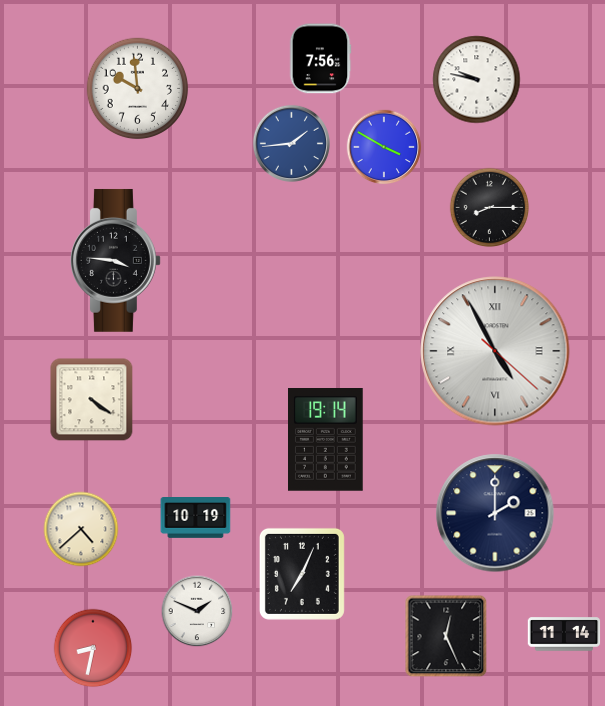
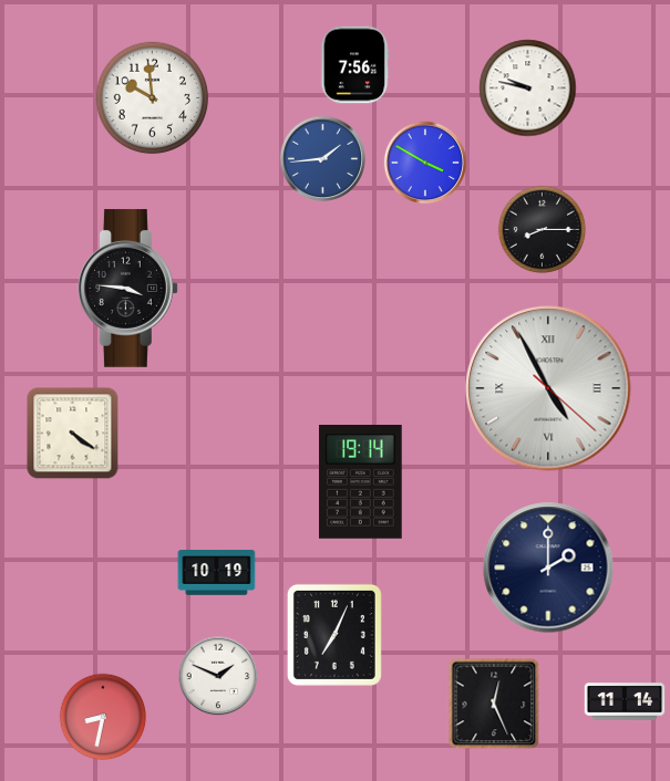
clock at (92, 400) position: (92, 400) -> (73, 434)
clock at (326, 440) position: (326, 440) -> (361, 482)
clock at (81, 529): 4:38 -> none
